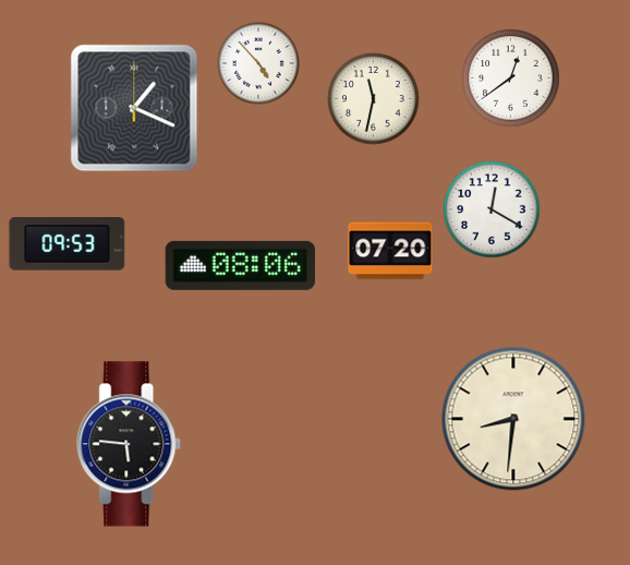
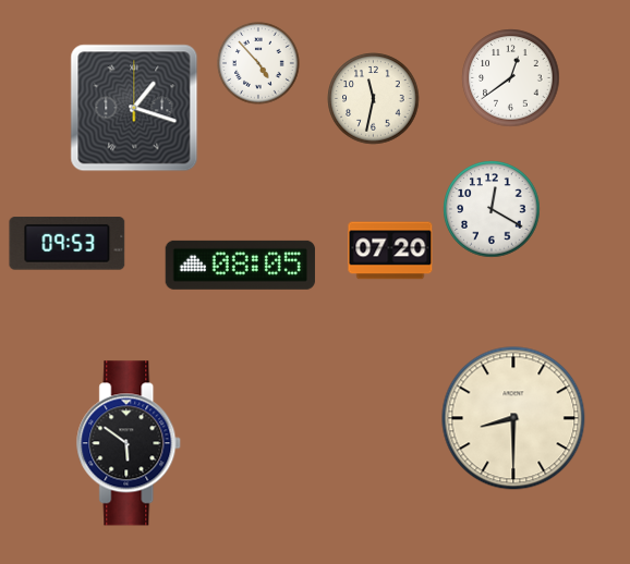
clock at (134, 108): 1:19 -> 1:18
clock at (240, 265): 08:06 -> 08:05
clock at (513, 419): 8:31 -> 8:30
clock at (130, 444): 5:46 -> 5:51
